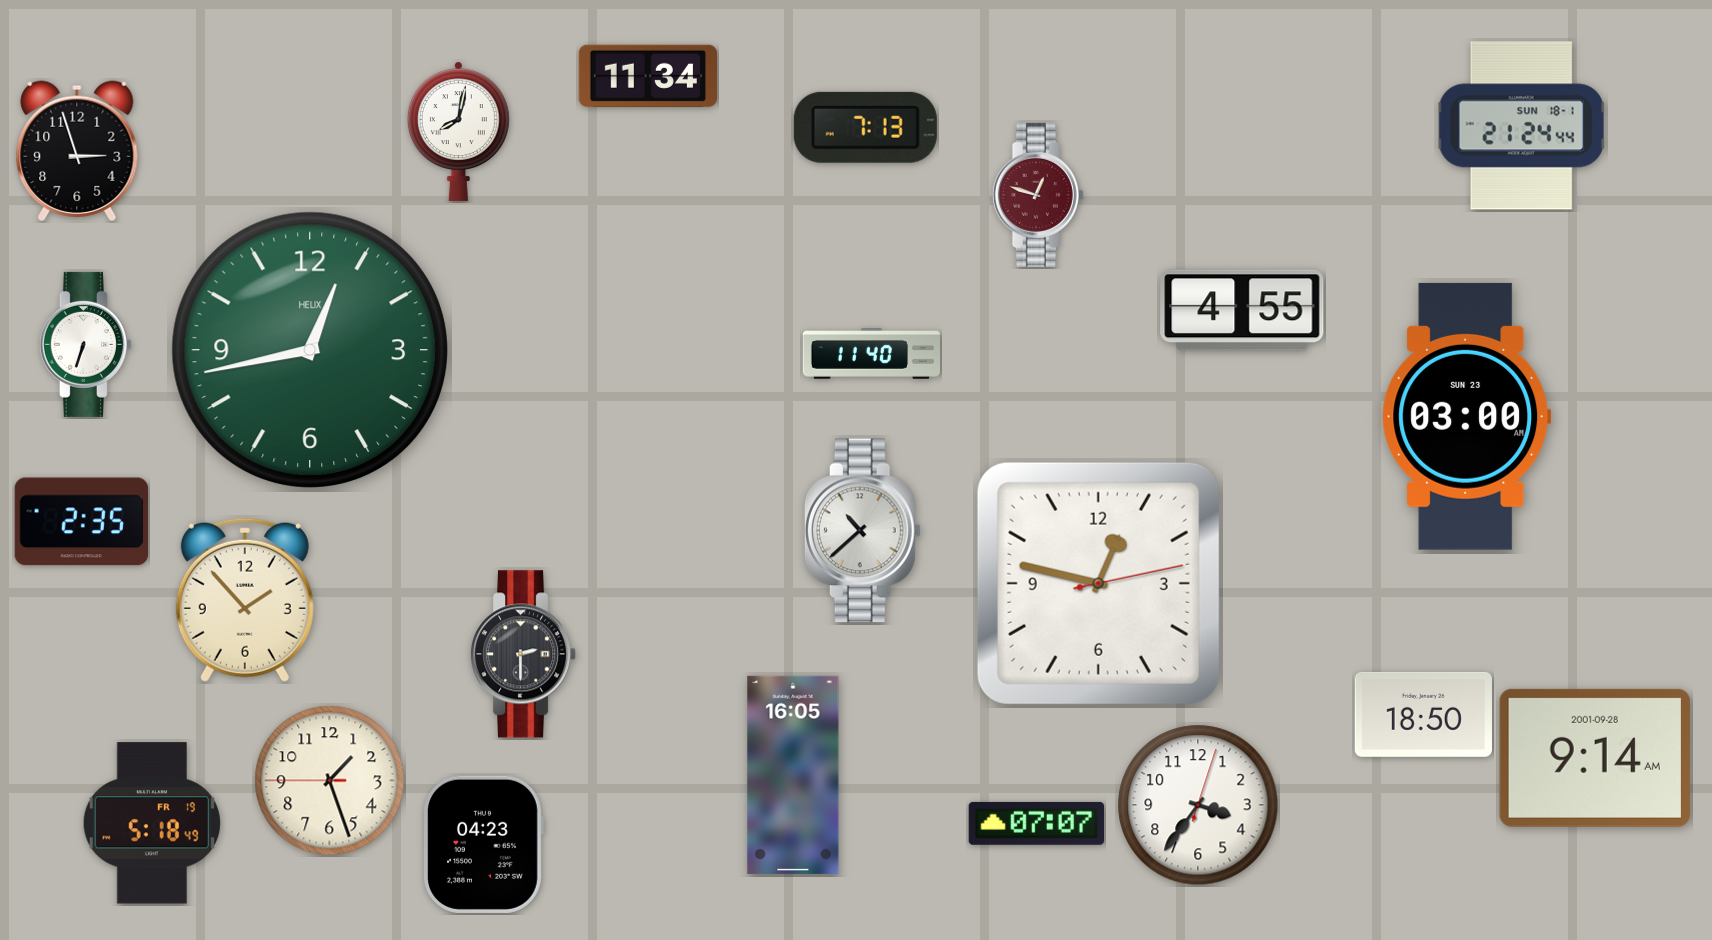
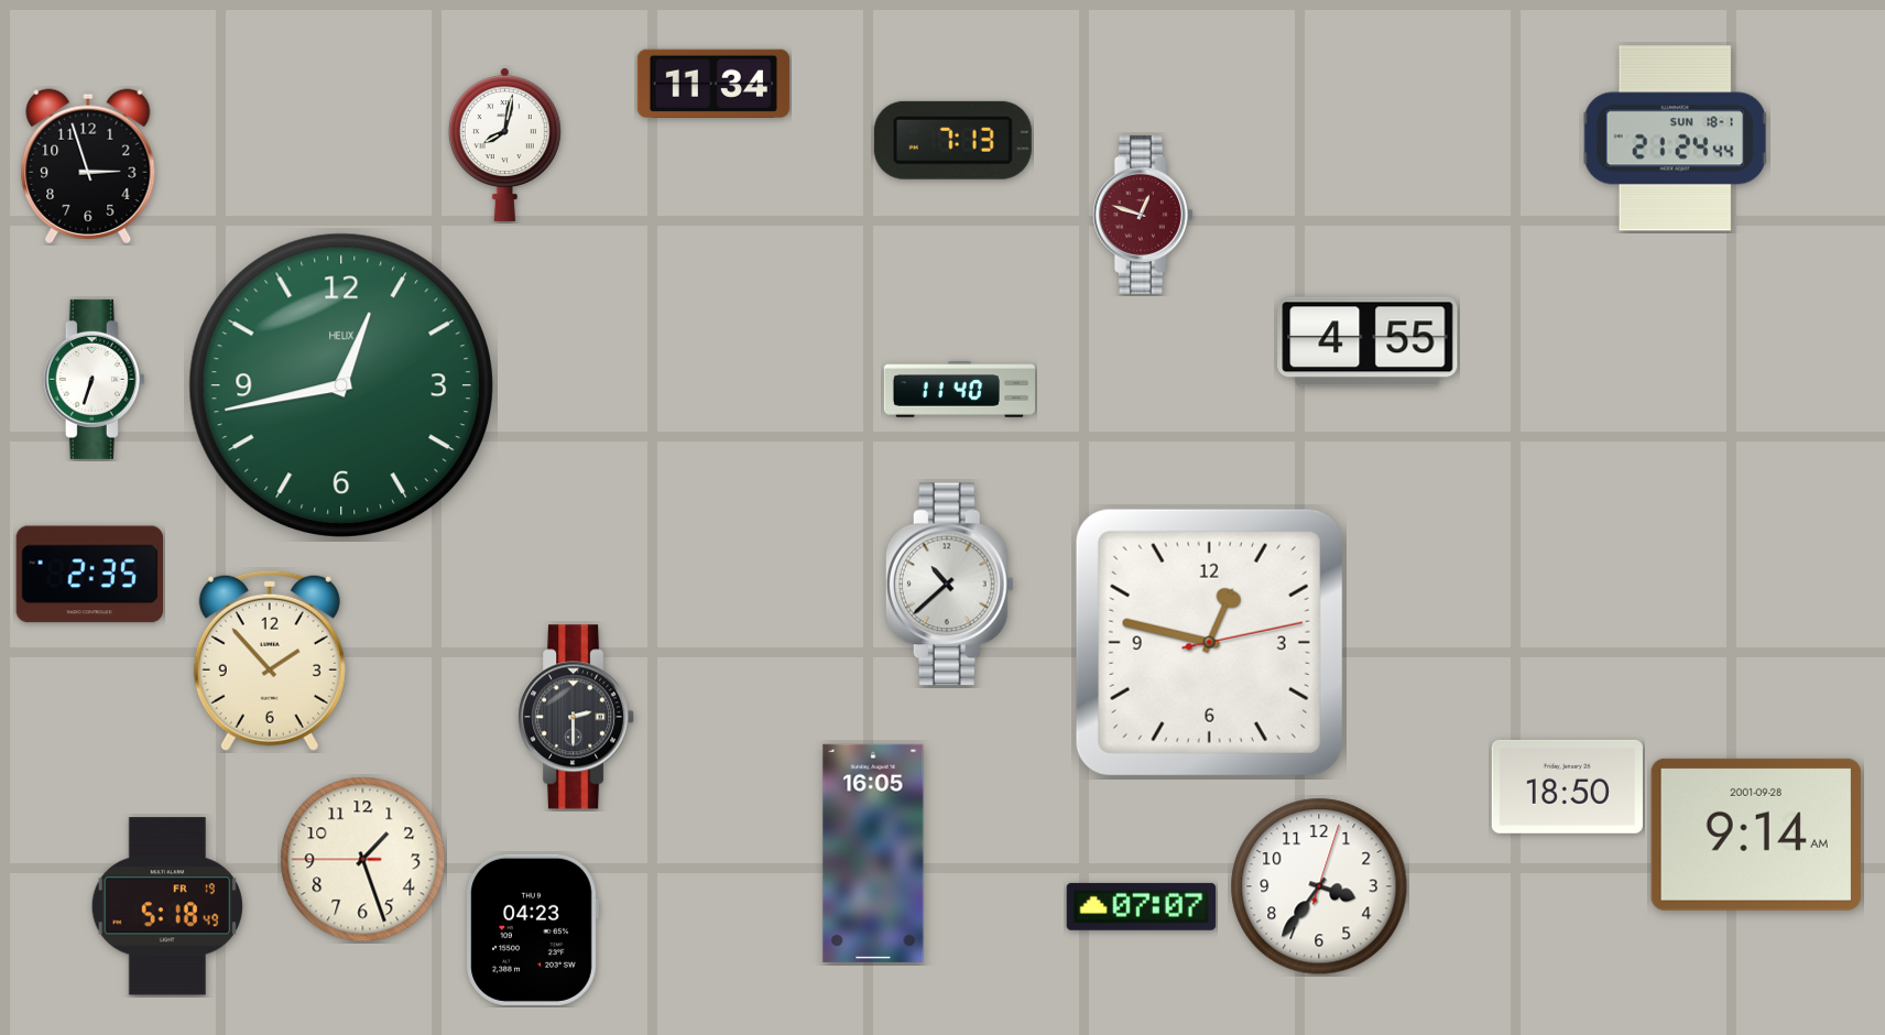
clock at (77, 151) position: (77, 151) -> (88, 166)
clock at (1467, 416): 03:00 -> none
clock at (524, 654) position: (524, 654) -> (577, 717)
